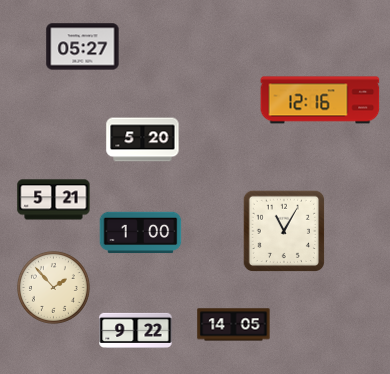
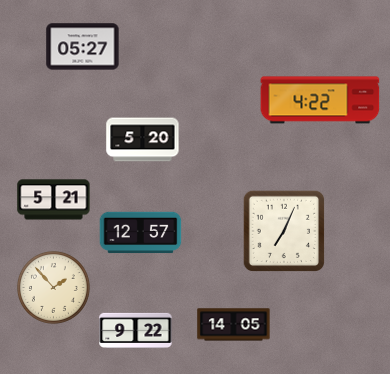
clock at (320, 100): 12:16 -> 4:22
clock at (283, 230): 11:05 -> 7:04
clock at (141, 233): 1:00 -> 12:57
